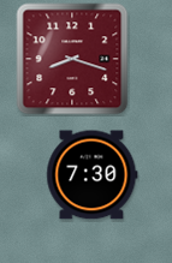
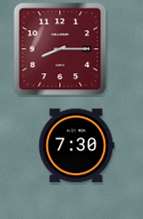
clock at (72, 59): 8:18 -> 8:15
